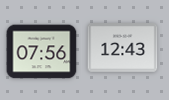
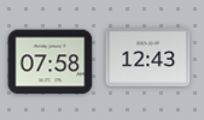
clock at (42, 52): 07:56 -> 07:58
